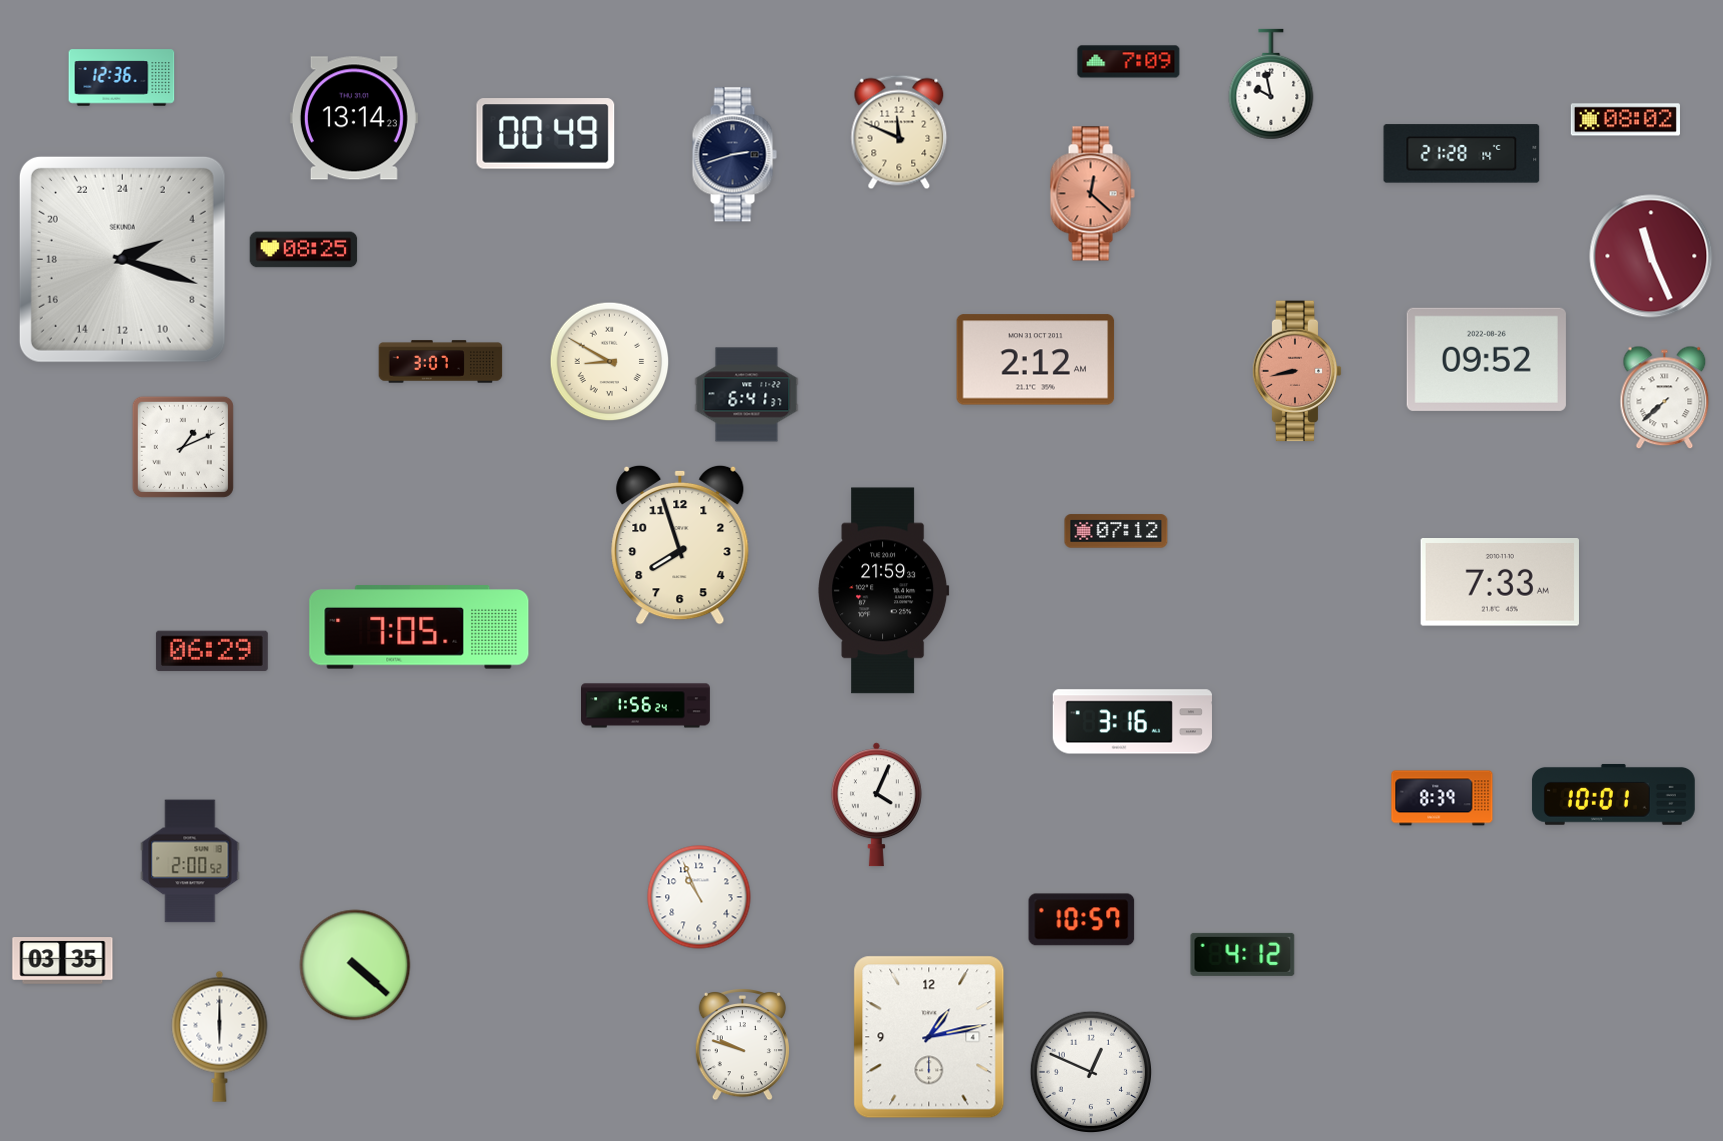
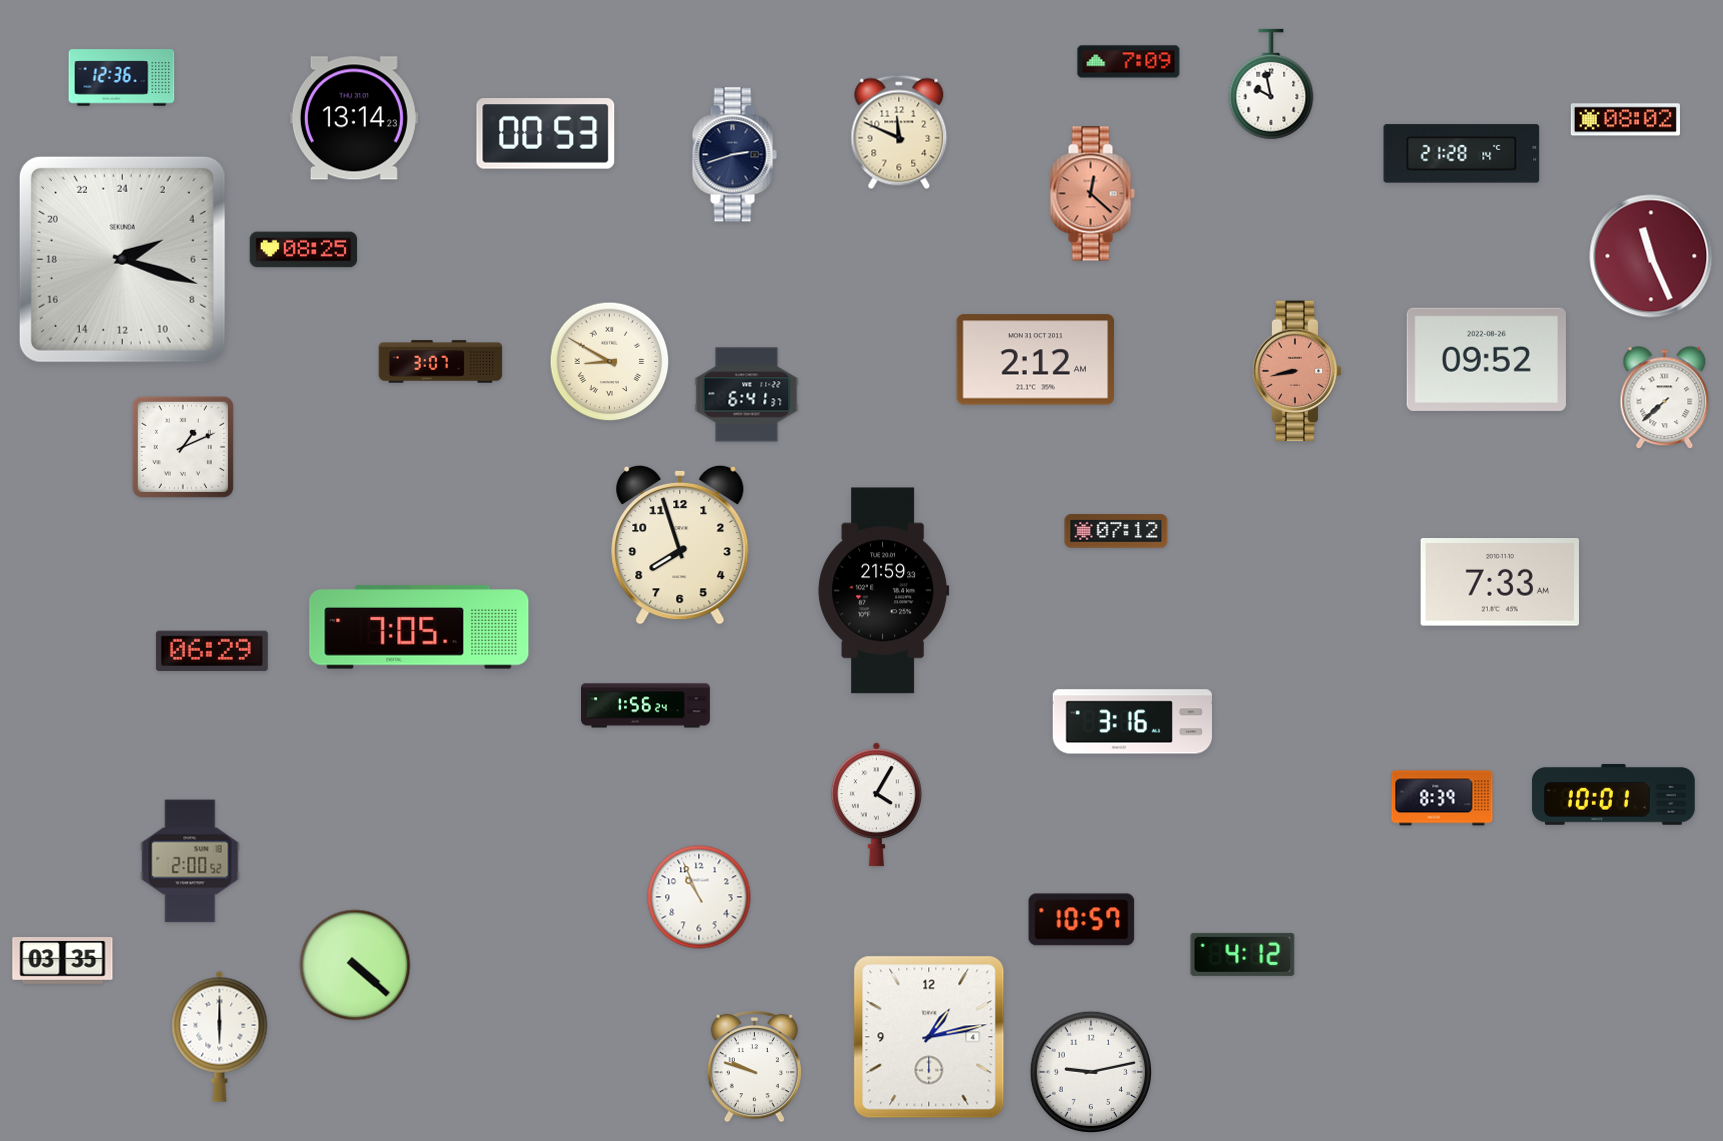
clock at (546, 134): 00:49 -> 00:53
clock at (876, 805): 4:04 -> 4:05
clock at (742, 1045) position: (742, 1045) -> (754, 1067)
clock at (1090, 1071): 12:49 -> 9:13
